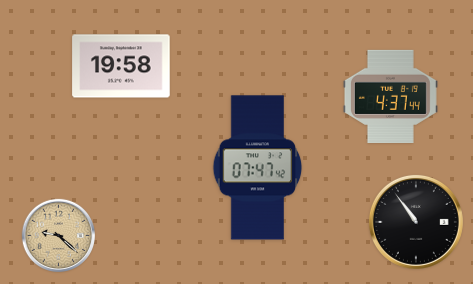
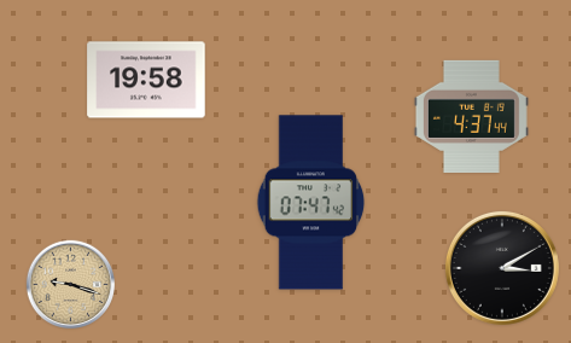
clock at (416, 222): 10:54 -> 3:10
clock at (58, 235): 9:22 -> 9:18
